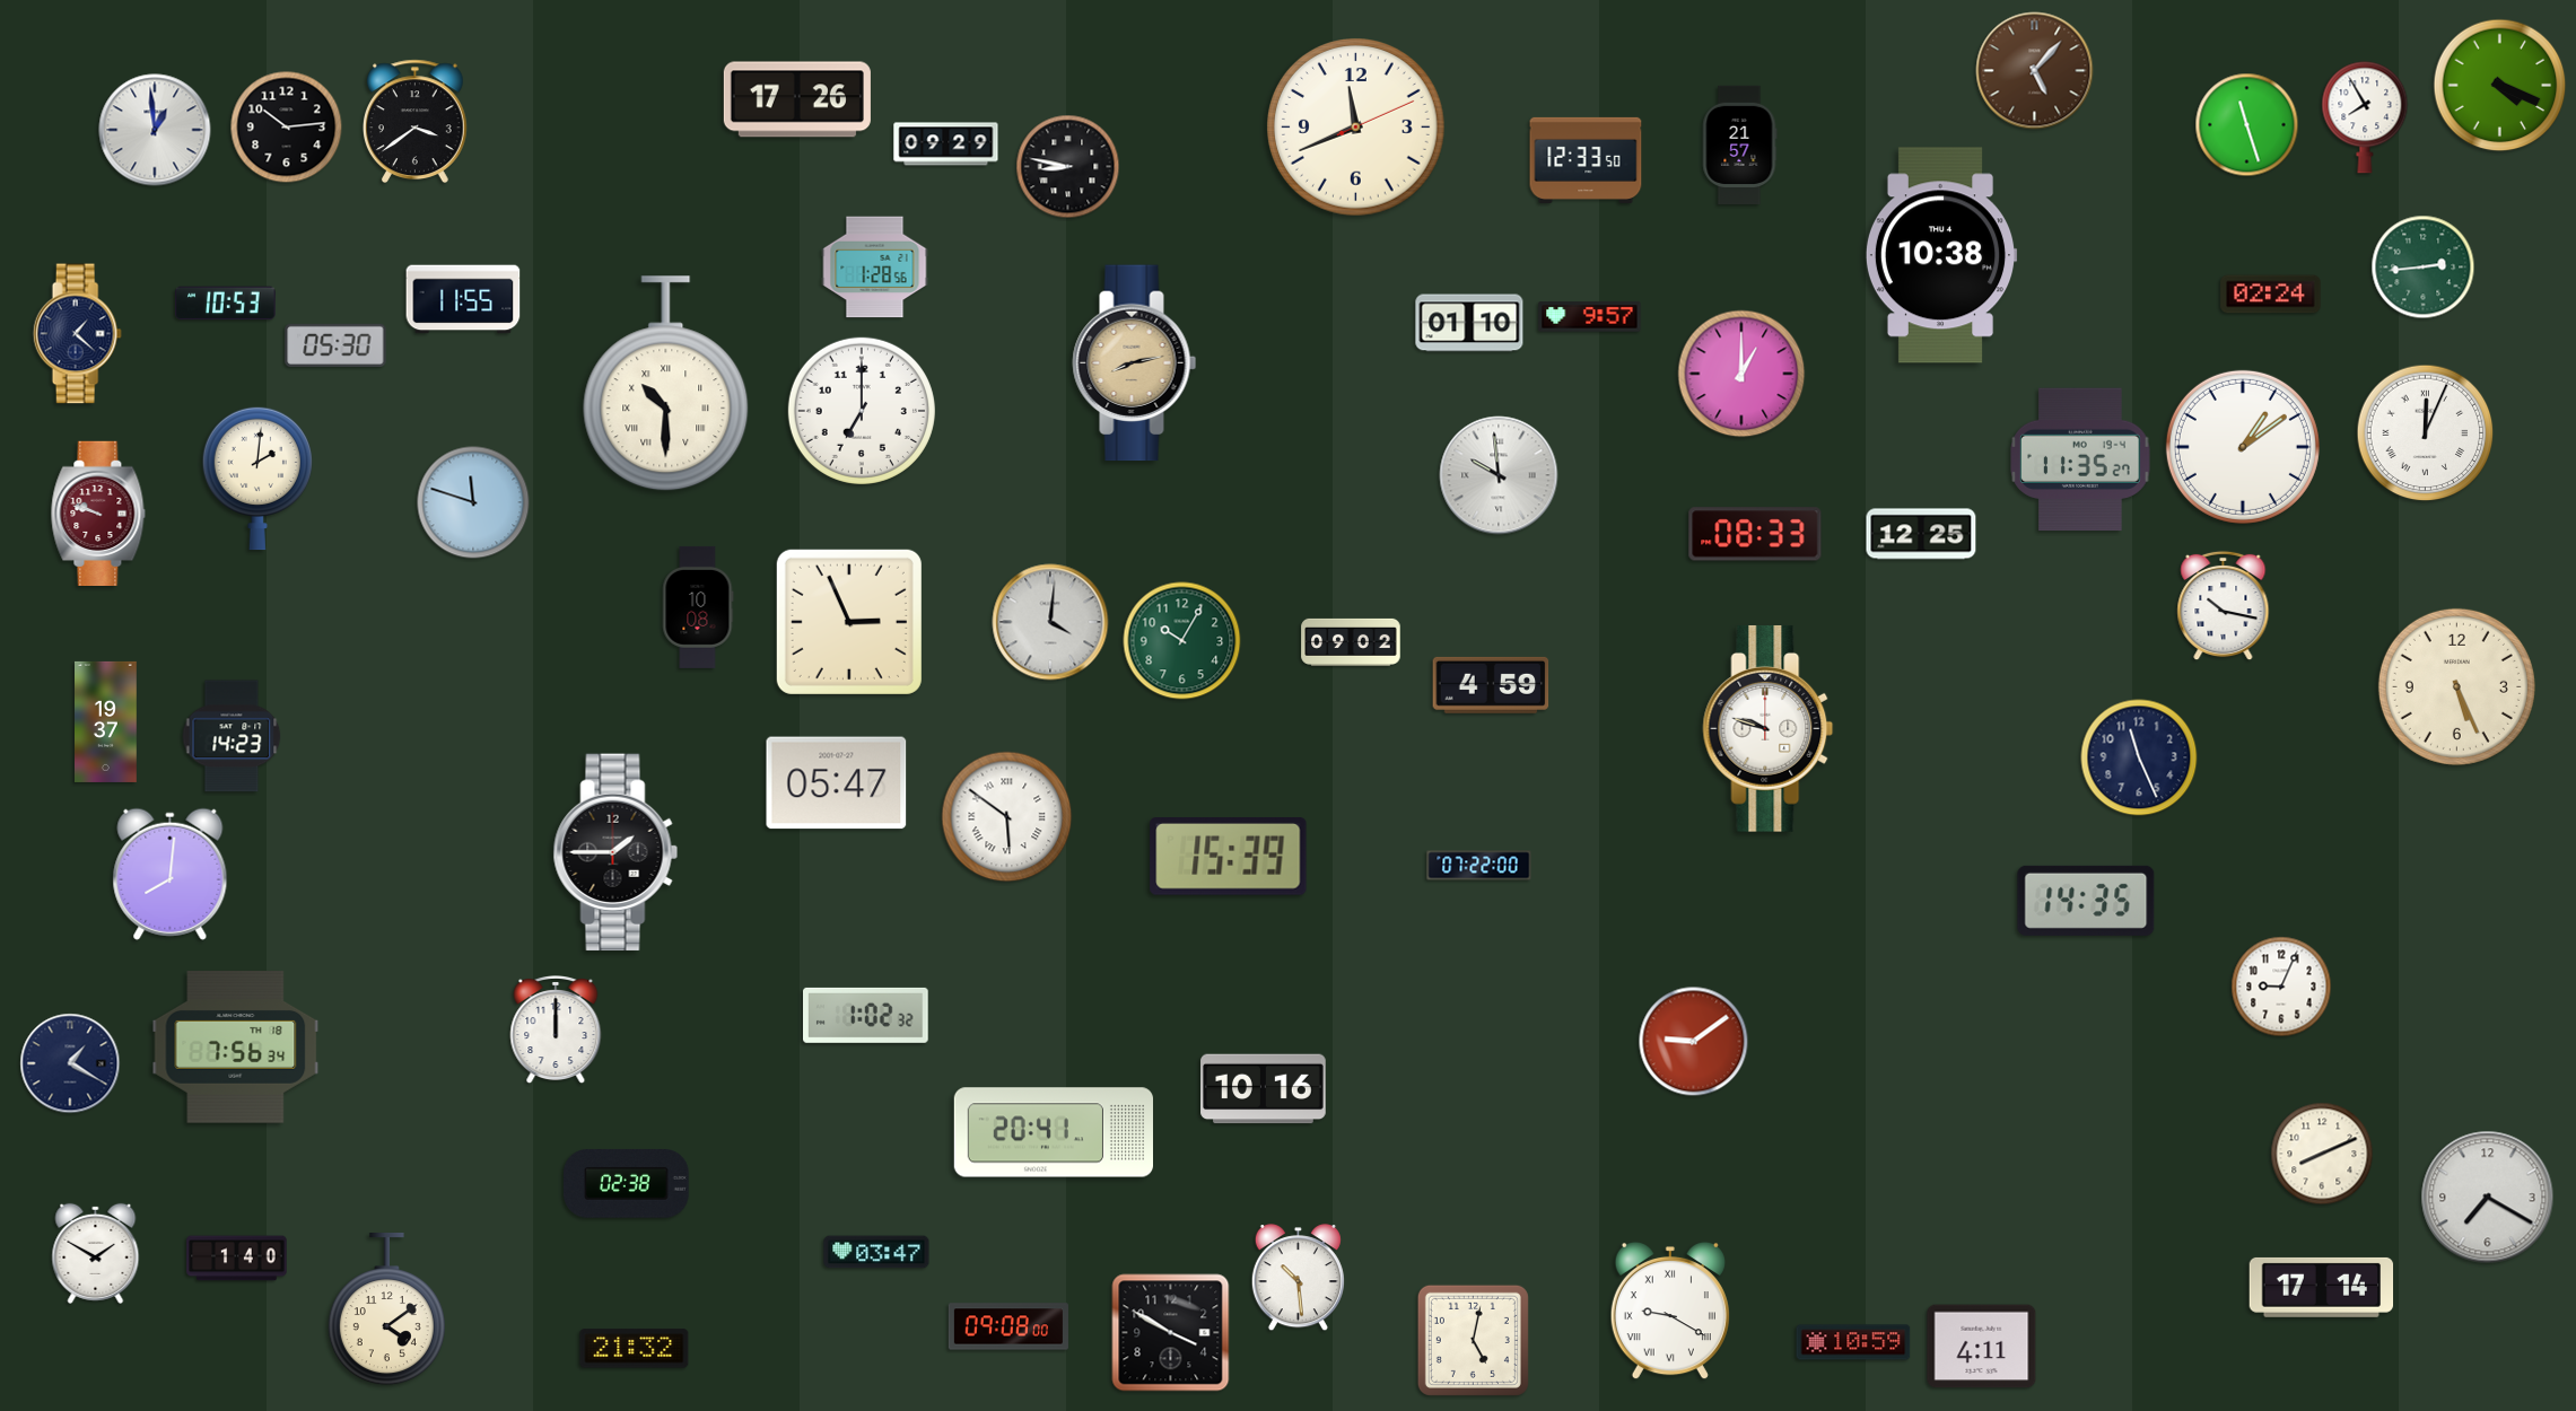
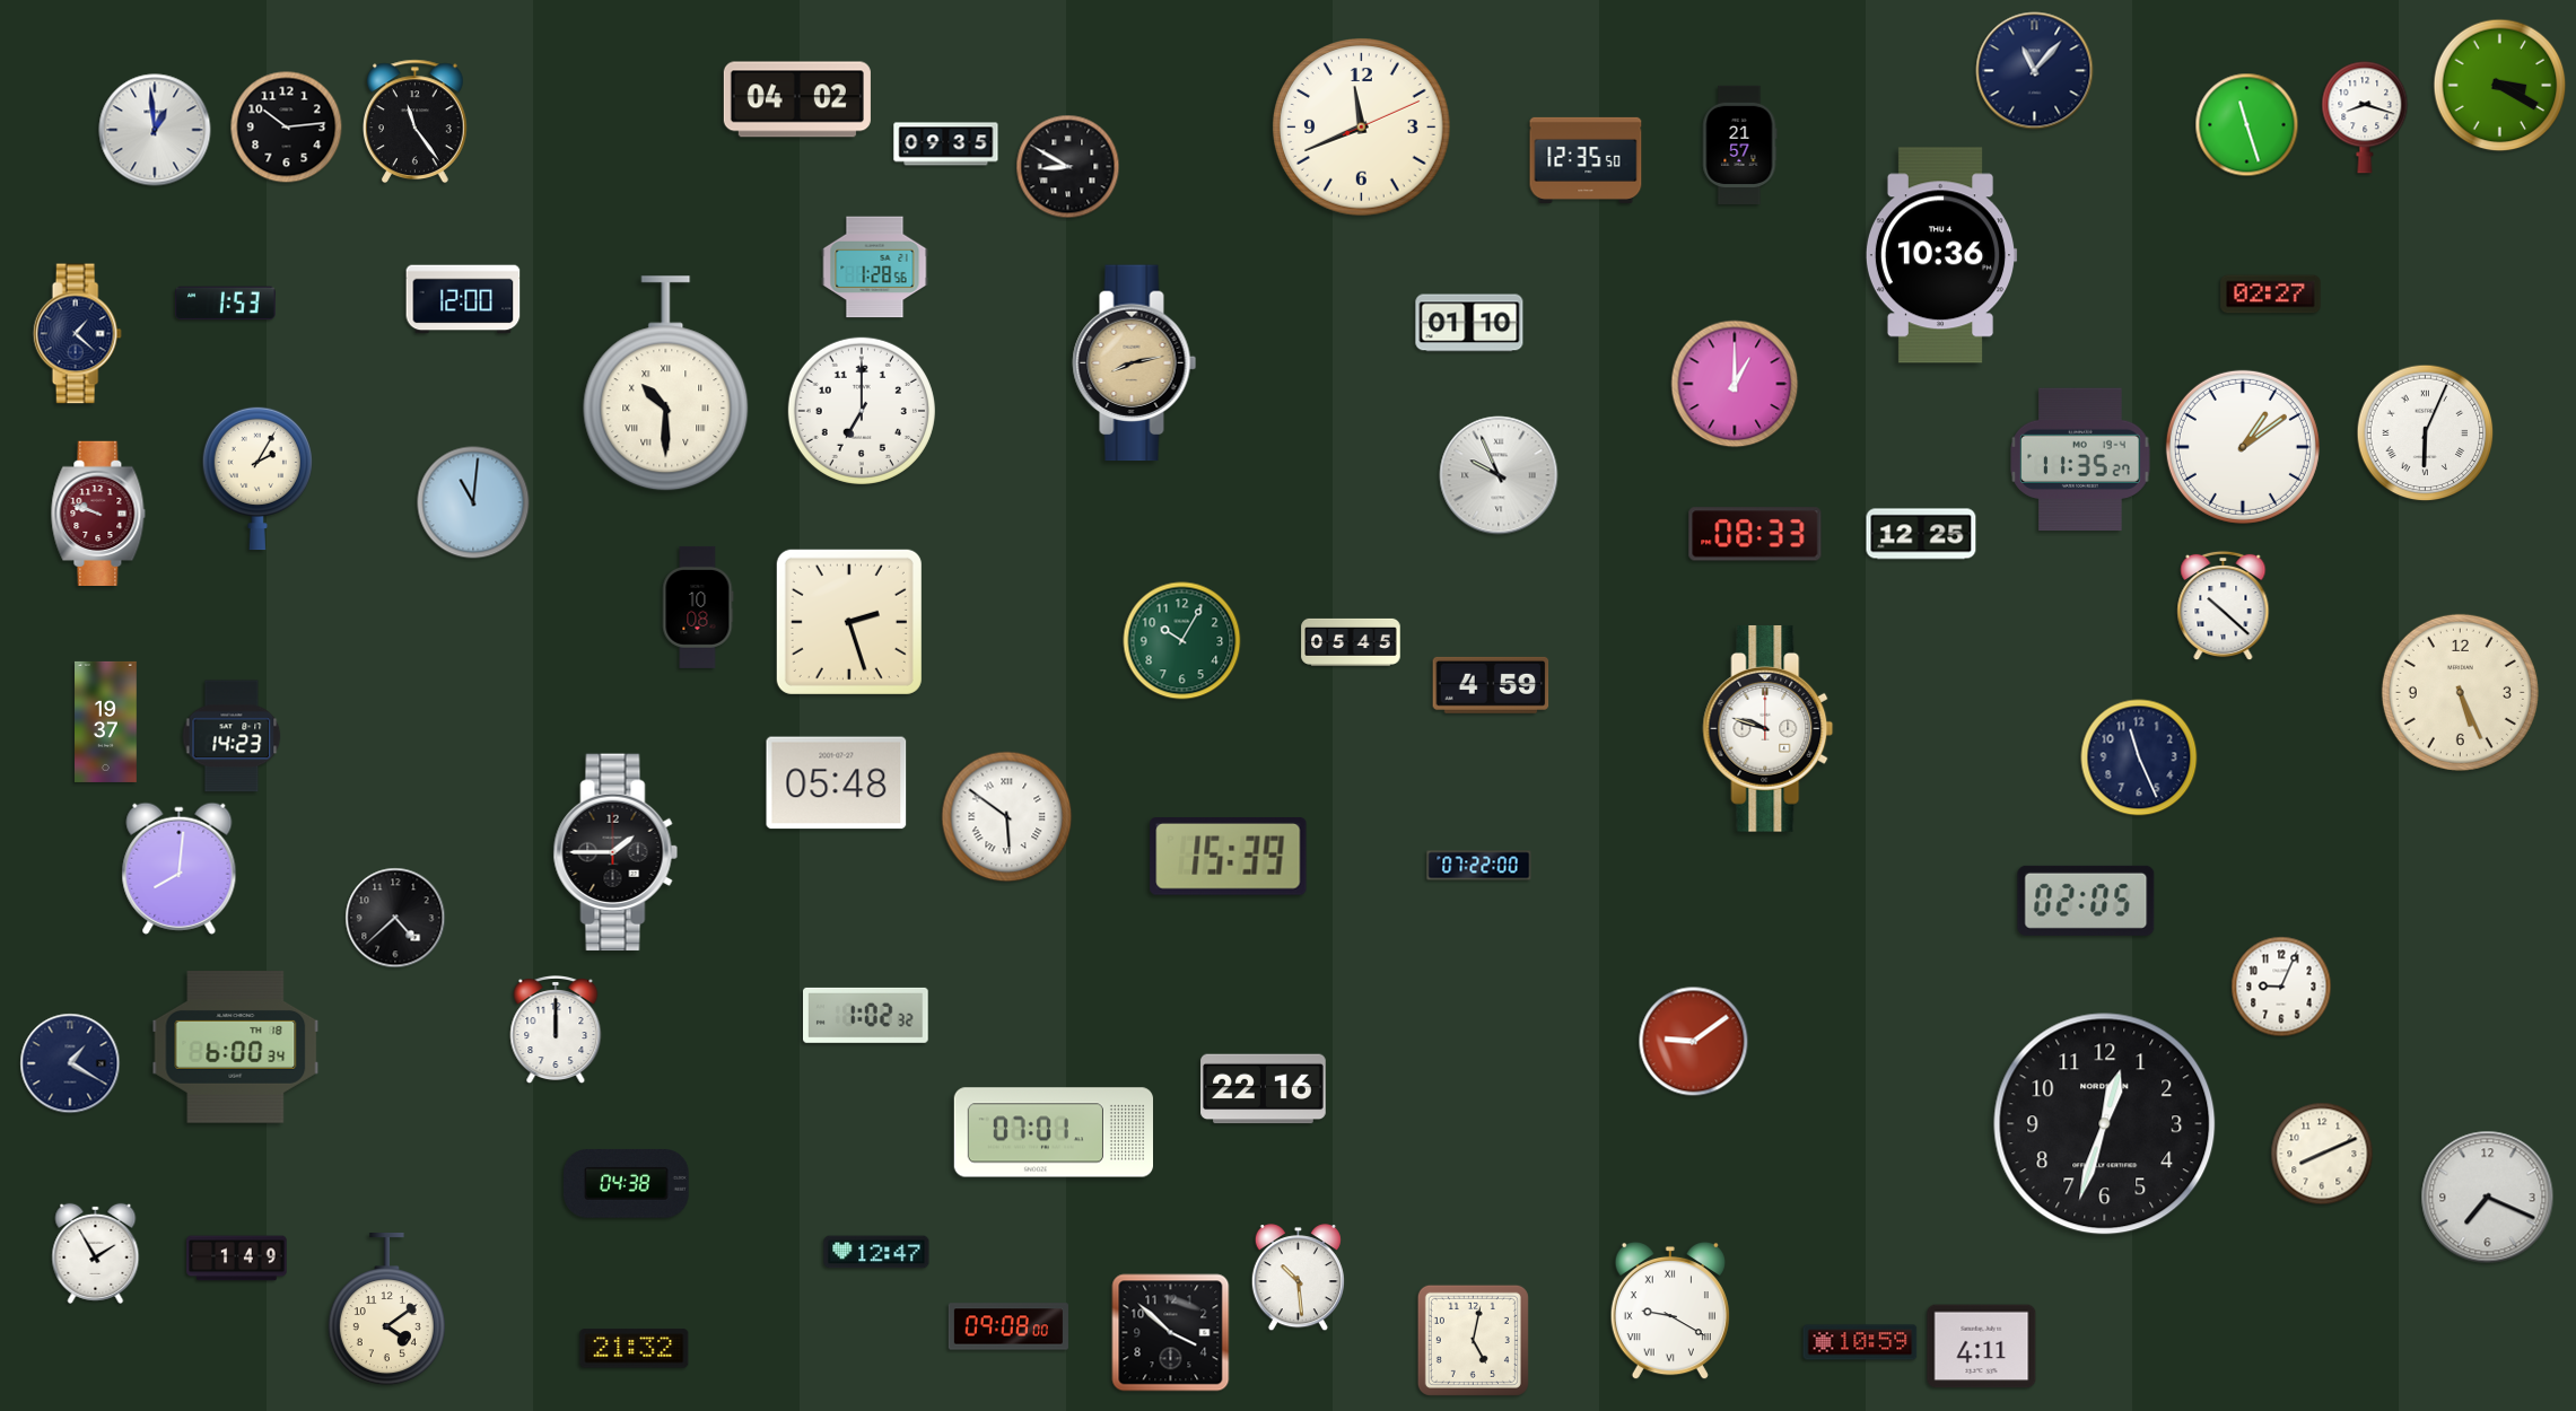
clock at (2035, 71): 5:07 -> 11:07
clock at (2035, 71) dial: brown -> navy
clock at (2500, 86): 4:19 -> 3:20
clock at (797, 99): 17:26 -> 04:02
clock at (2365, 117): 7:55 -> 8:18
clock at (414, 121): 3:39 -> 11:24
clock at (1356, 128) position: (1356, 128) -> (1362, 128)
clock at (946, 144): 09:29 -> 09:35
clock at (1586, 160): 12:33 -> 12:35
clock at (1068, 167): 8:47 -> 8:50
clock at (1941, 255): 10:38 -> 10:36
clock at (2424, 268): 2:44 -> none
clock at (2271, 295): 02:24 -> 02:27
clock at (463, 299): 11:55 -> 12:00
clock at (226, 304): 10:53 -> 1:53
clock at (1590, 317): 9:57 -> none
clock at (335, 345): 05:30 -> none
clock at (1741, 374) position: (1741, 374) -> (1735, 384)
clock at (2426, 433): 12:04 -> 6:04
clock at (1499, 475): 9:59 -> 9:56
clock at (257, 479): 2:01 -> 2:05
clock at (473, 502): 11:48 -> 11:01
clock at (2224, 606): 10:17 -> 10:22
clock at (849, 622): 2:56 -> 2:27
clock at (1050, 622): 4:01 -> none
clock at (1351, 642): 09:02 -> 05:45
clock at (2456, 686) position: (2456, 686) -> (2460, 692)
clock at (837, 783): 05:47 -> 05:48
clock at (171, 874) position: (171, 874) -> (180, 868)
clock at (2086, 901): 14:35 -> 02:05
clock at (395, 918): none -> 4:38
clock at (236, 1048): 7:56 -> 6:00
clock at (1264, 1089): 10:16 -> 22:16
clock at (2105, 1124): none -> 12:33
clock at (1053, 1132): 20:41 -> 07:01
clock at (627, 1184): 02:38 -> 04:38
clock at (2488, 1198): 7:20 -> 7:19
clock at (876, 1252): 03:47 -> 12:47
clock at (96, 1253): 1:50 -> 1:55
clock at (237, 1259): 1:40 -> 1:49
clock at (2322, 1287): 17:14 -> none
clock at (1171, 1333): 3:50 -> 3:52
clock at (1853, 1342) position: (1853, 1342) -> (1860, 1342)
